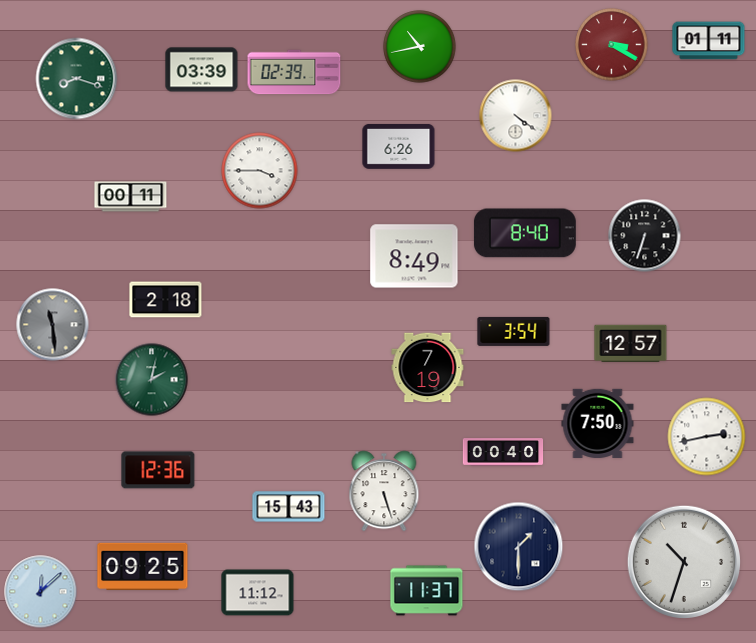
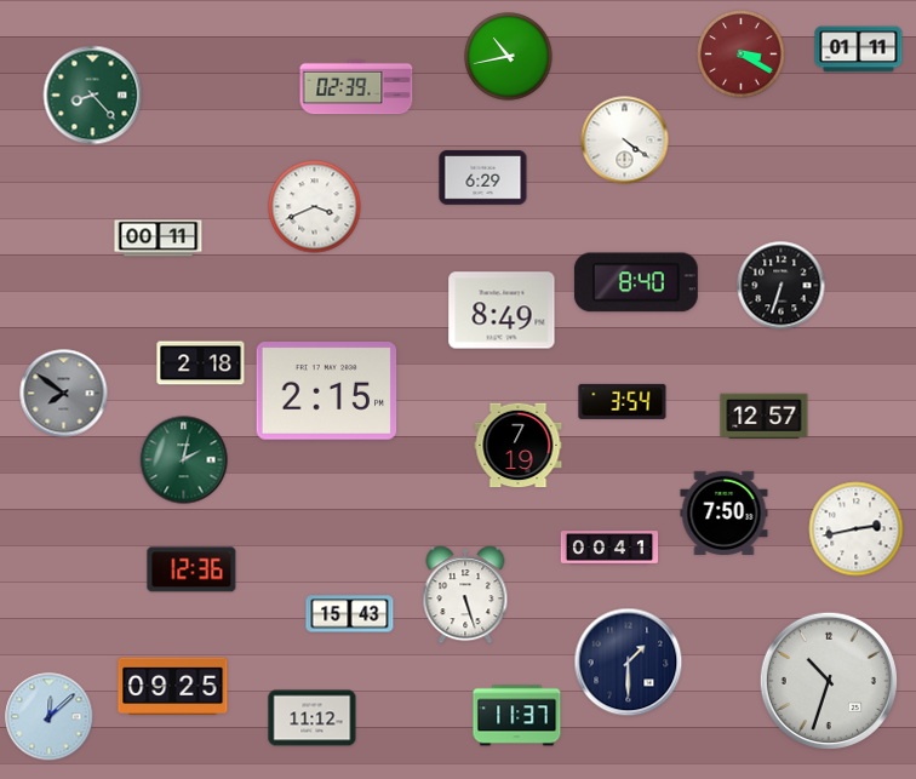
clock at (202, 70): 03:39 -> none
clock at (77, 79): 8:18 -> 8:23
clock at (399, 146): 6:26 -> 6:29
clock at (260, 171): 3:45 -> 3:41
clock at (327, 391): none -> 2:15
clock at (53, 325): 11:29 -> 7:51
clock at (503, 452): 00:40 -> 00:41
